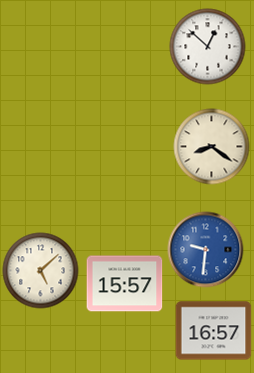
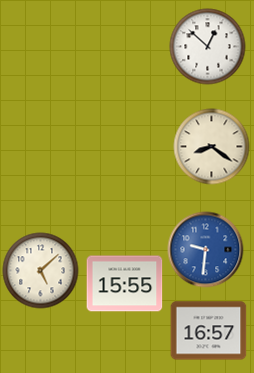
clock at (125, 284): 15:57 -> 15:55
clock at (214, 331) position: (214, 331) -> (209, 331)
